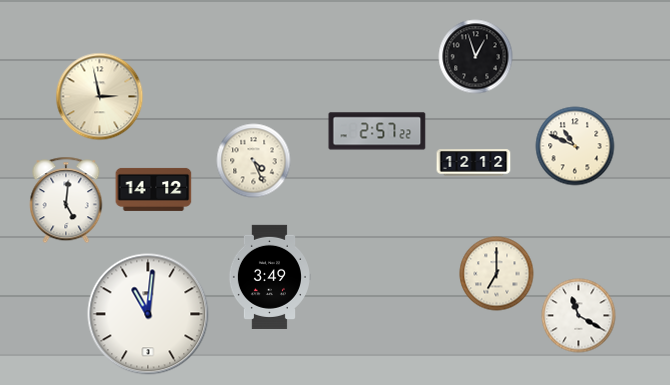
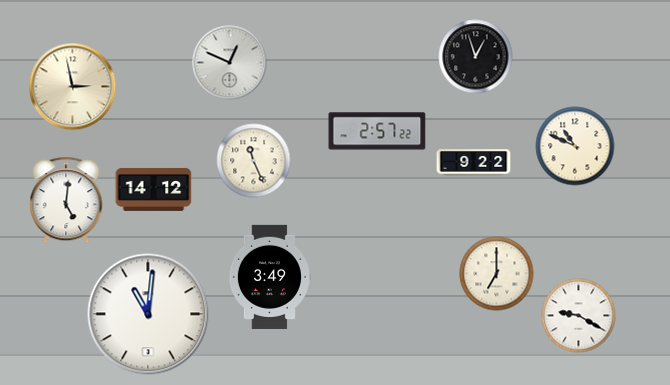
clock at (230, 63): none -> 12:49
clock at (100, 97) position: (100, 97) -> (73, 87)
clock at (254, 161): 4:26 -> 11:26
clock at (474, 163): 12:12 -> 9:22
clock at (579, 316): 11:20 -> 9:20
